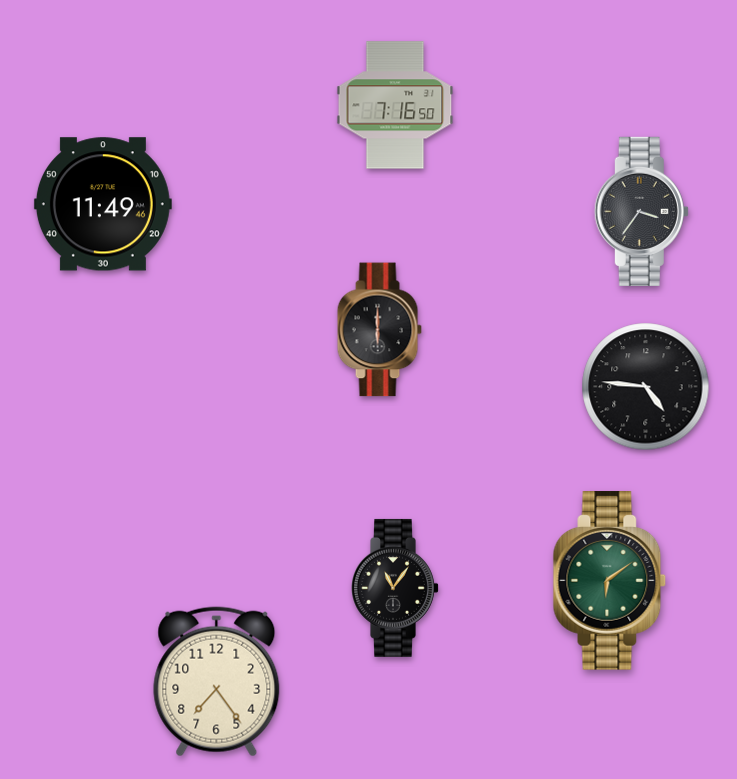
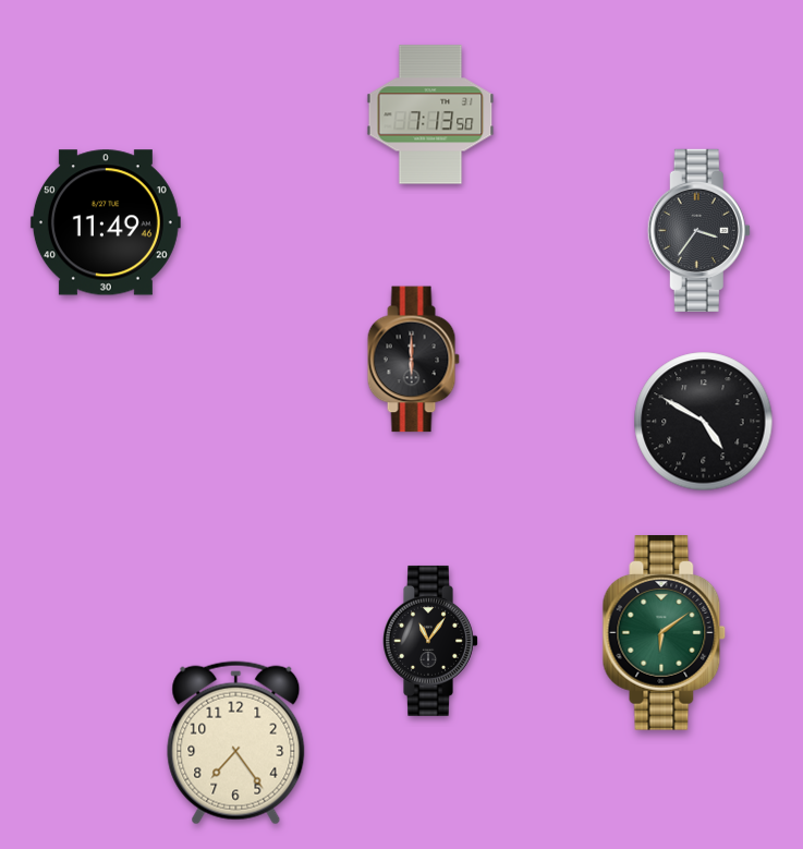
clock at (395, 105): 7:16 -> 7:13
clock at (103, 204) position: (103, 204) -> (106, 222)
clock at (646, 387): 4:46 -> 4:50
